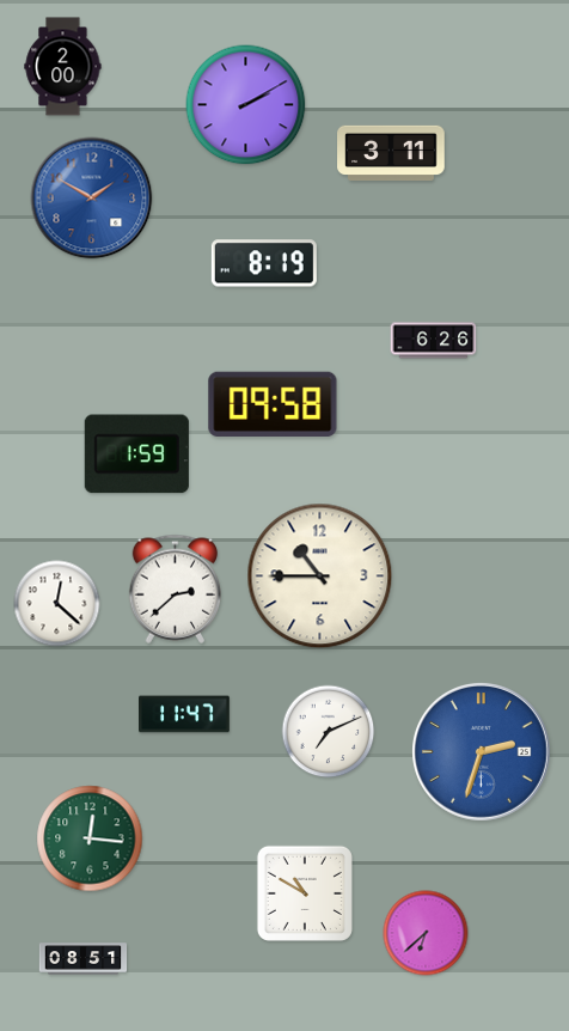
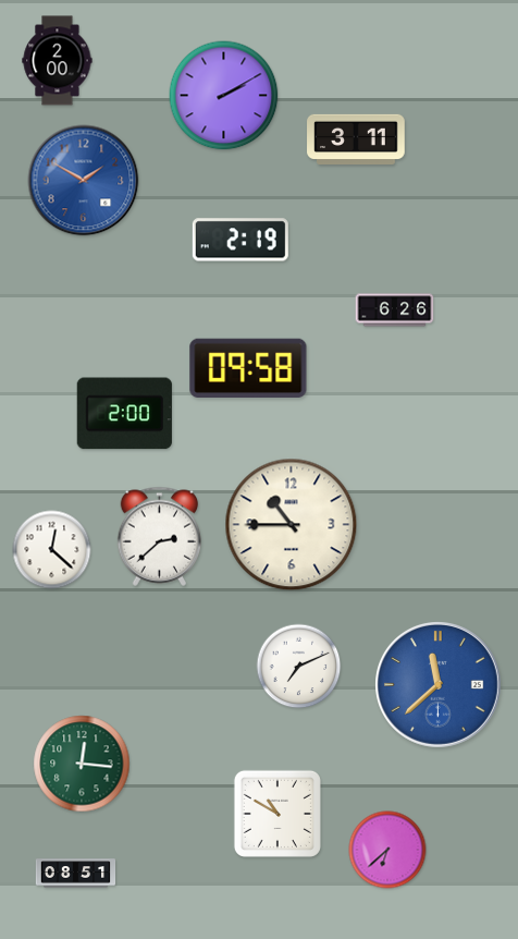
clock at (264, 263): 8:19 -> 2:19
clock at (136, 455): 1:59 -> 2:00
clock at (185, 714): 11:47 -> none
clock at (482, 752): 2:33 -> 11:38
